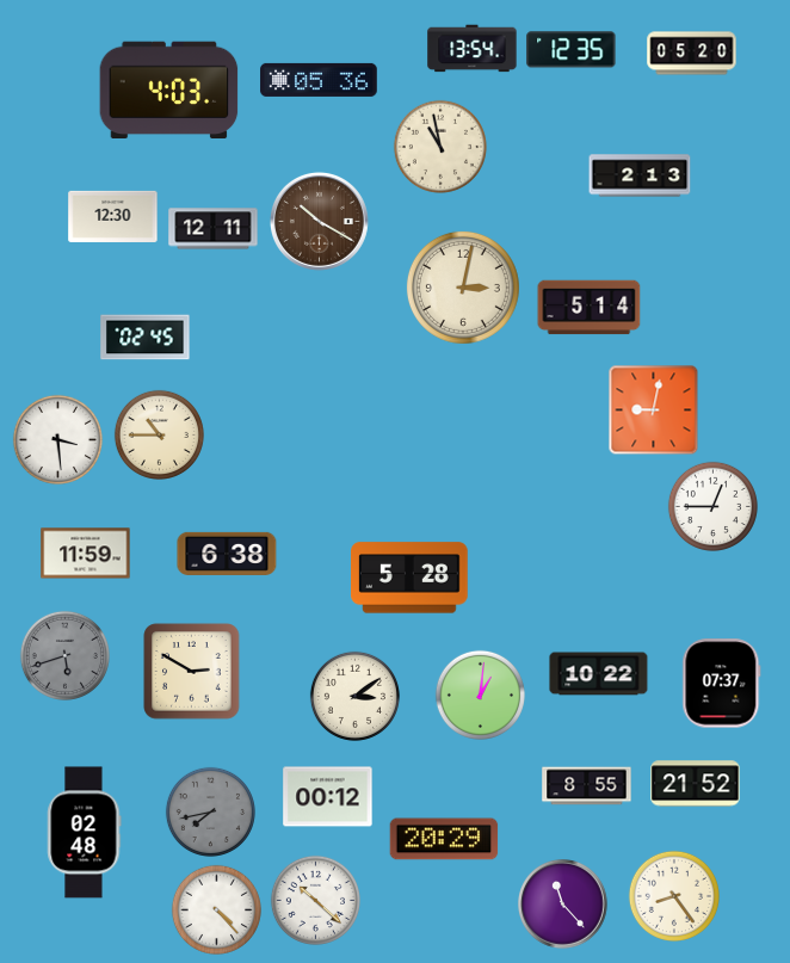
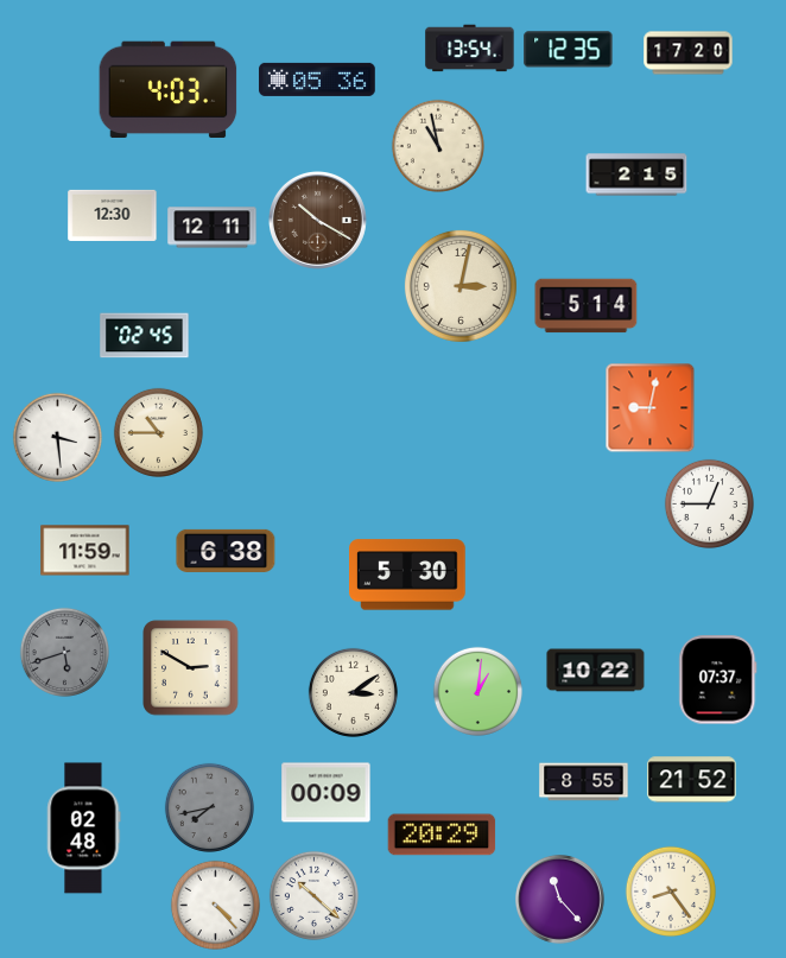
clock at (692, 54): 05:20 -> 17:20
clock at (640, 175): 2:13 -> 2:15
clock at (411, 578): 5:28 -> 5:30
clock at (328, 797): 00:12 -> 00:09
